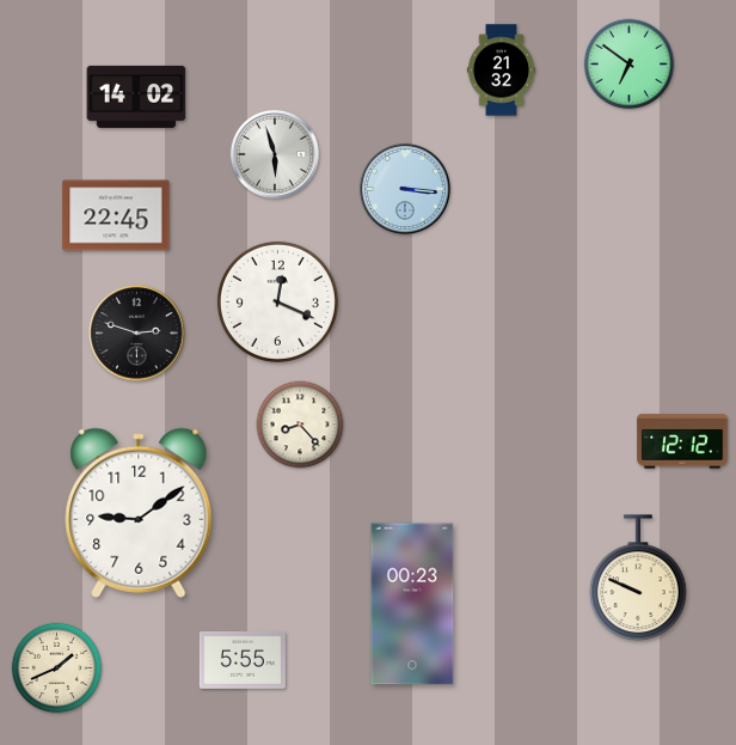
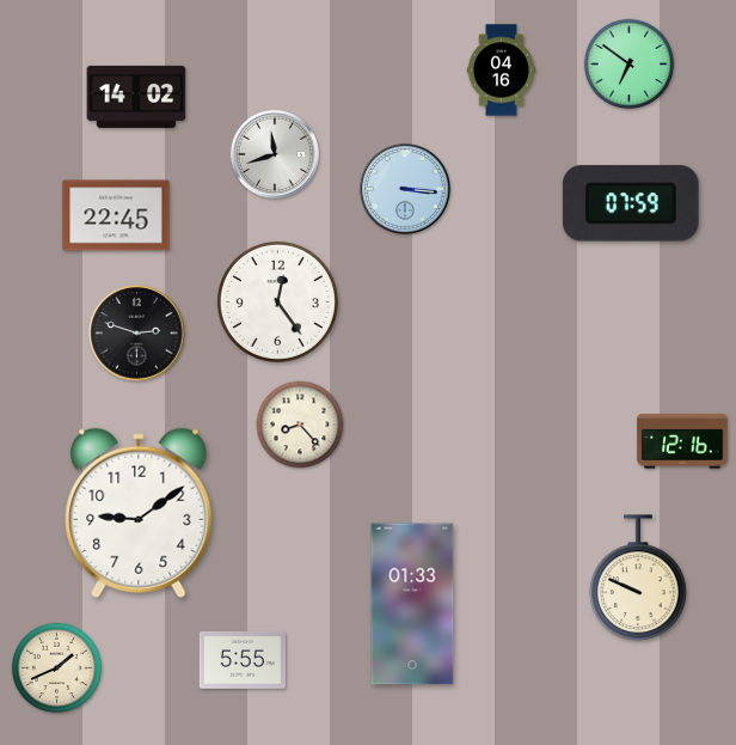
clock at (501, 71): 21:32 -> 04:16
clock at (275, 154): 5:57 -> 11:42
clock at (631, 203): none -> 07:59
clock at (277, 301): 12:19 -> 12:24
clock at (682, 441): 12:12 -> 12:16
clock at (412, 604): 00:23 -> 01:33
